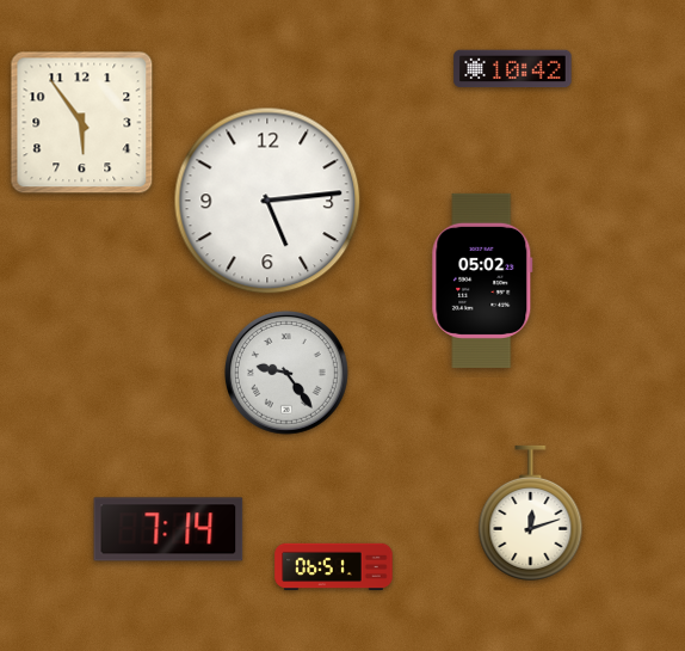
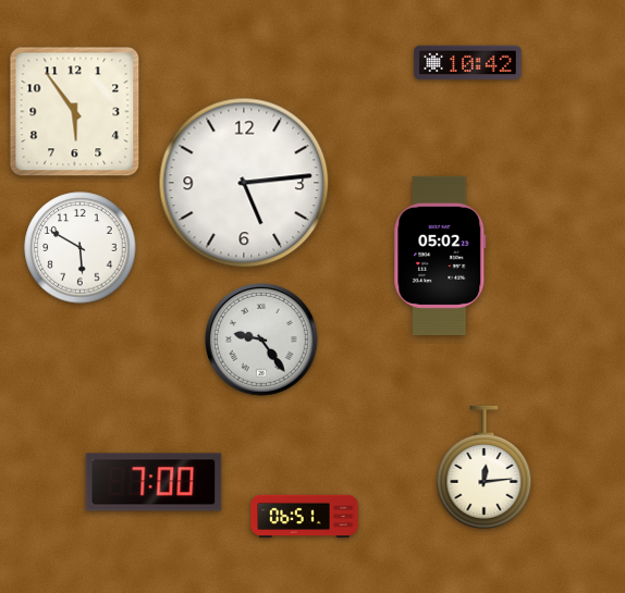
clock at (81, 248): none -> 5:50
clock at (531, 512): 12:12 -> 12:14
clock at (168, 529): 7:14 -> 7:00
